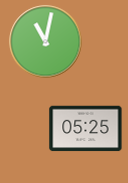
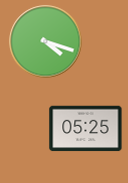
clock at (46, 42): 11:02 -> 4:18
